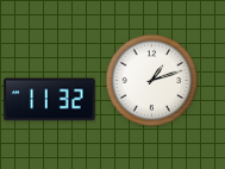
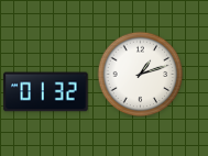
clock at (50, 100): 11:32 -> 01:32
